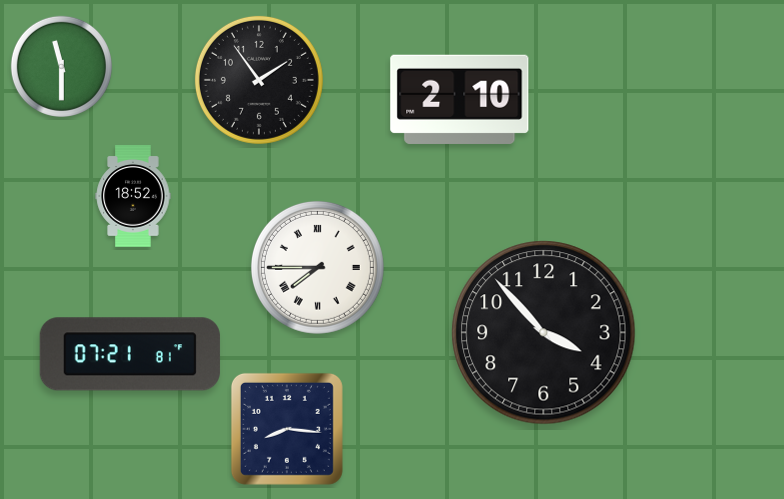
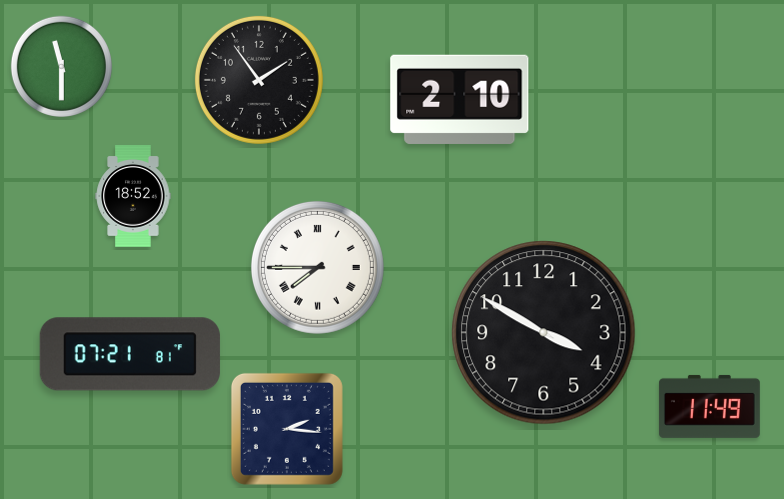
clock at (544, 333): 3:53 -> 3:50
clock at (709, 406): none -> 11:49
clock at (287, 429): 8:16 -> 2:16
